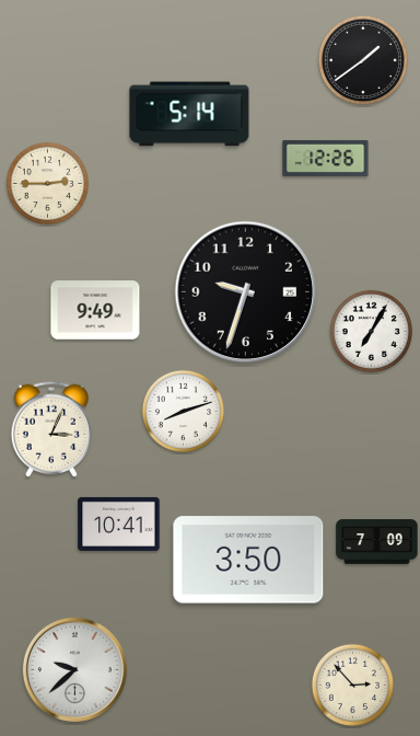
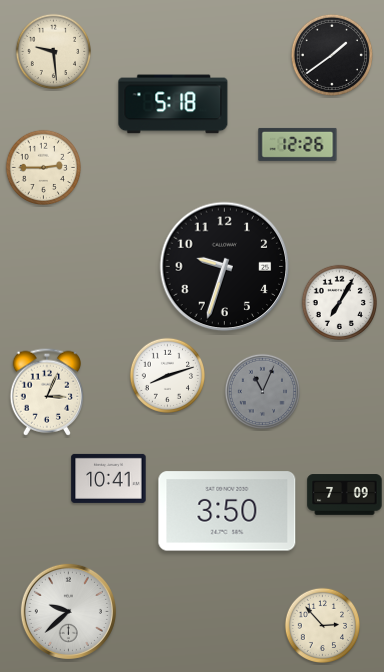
clock at (53, 51): none -> 9:29
clock at (189, 114): 5:14 -> 5:18
clock at (95, 310): 9:49 -> none
clock at (262, 391): none -> 11:04
